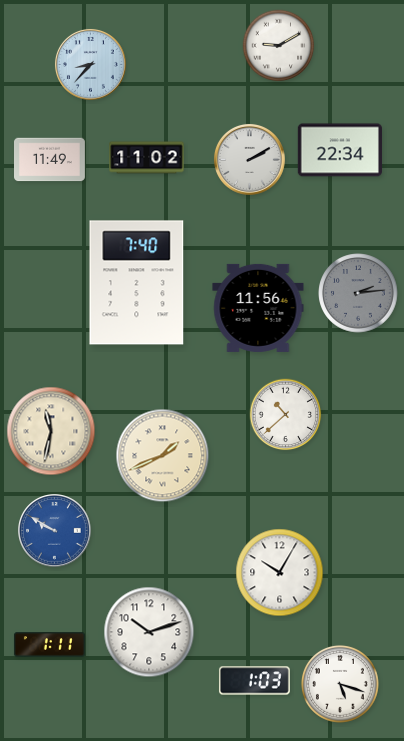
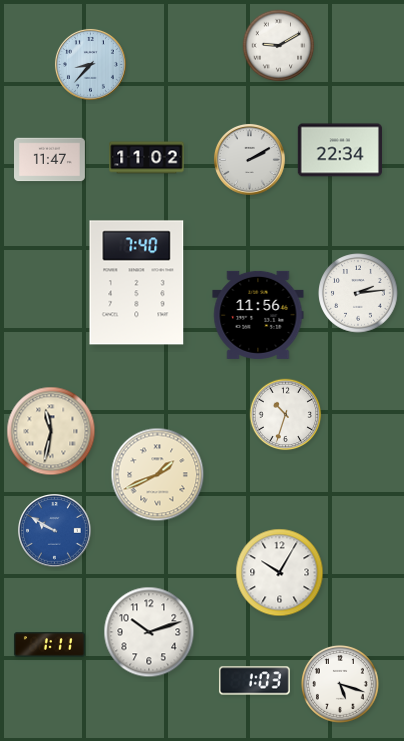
clock at (50, 160): 11:49 -> 11:47
clock at (358, 293) dial: grey -> white
clock at (258, 308) position: (258, 308) -> (258, 315)
clock at (286, 415): 10:38 -> 10:33
clock at (163, 456) position: (163, 456) -> (158, 475)
